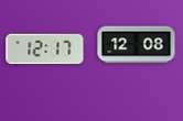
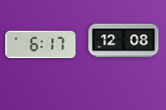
clock at (45, 50): 12:17 -> 6:17
